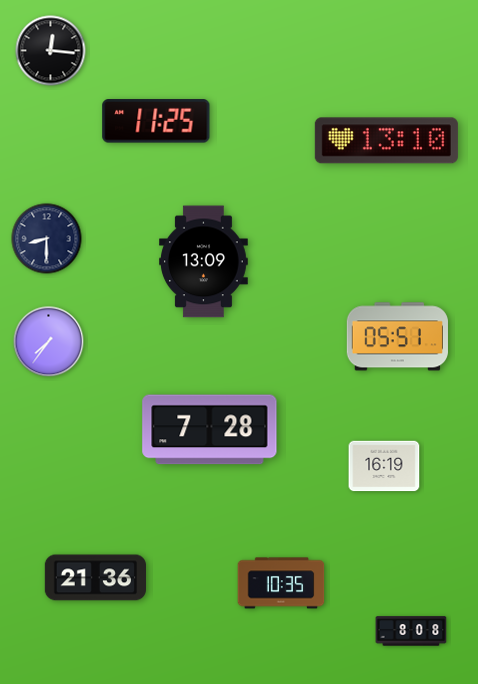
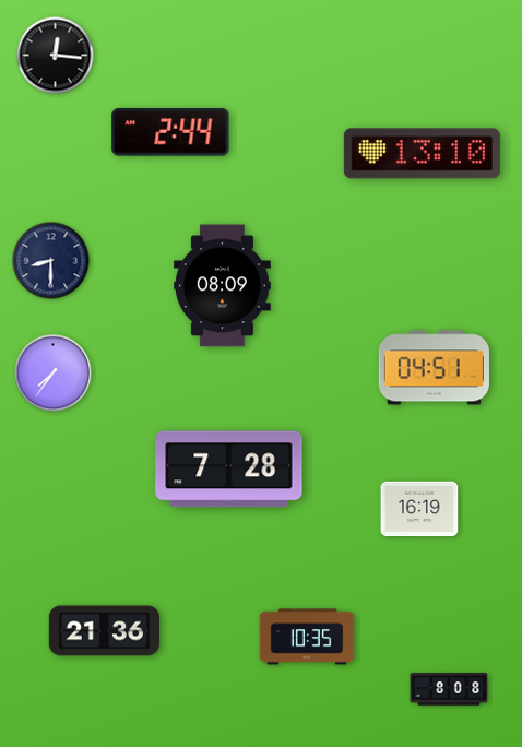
clock at (156, 121): 11:25 -> 2:44
clock at (204, 262): 13:09 -> 08:09
clock at (397, 337): 05:51 -> 04:51
